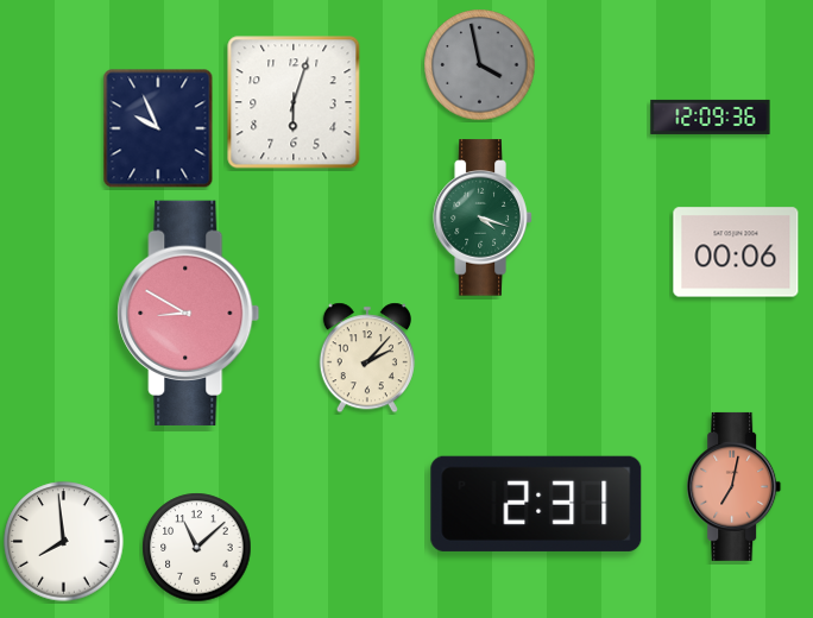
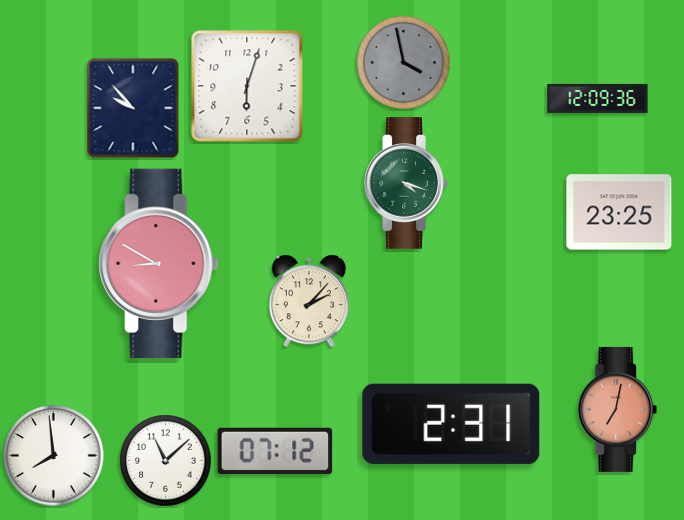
clock at (480, 65) position: (480, 65) -> (404, 63)
clock at (158, 128): 9:56 -> 9:53
clock at (736, 252): 00:06 -> 23:25
clock at (275, 451): none -> 07:12
